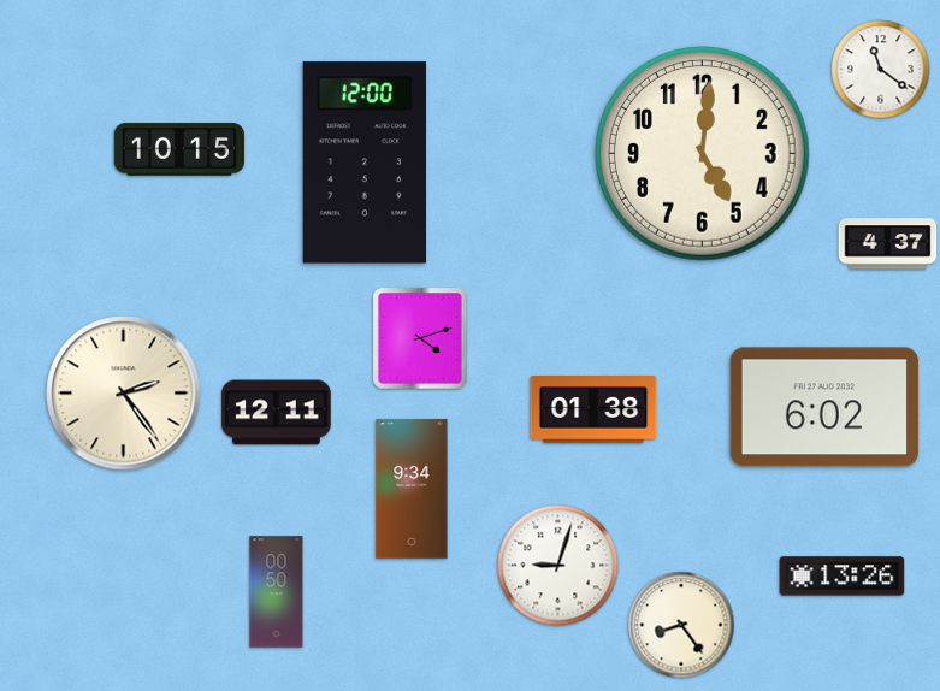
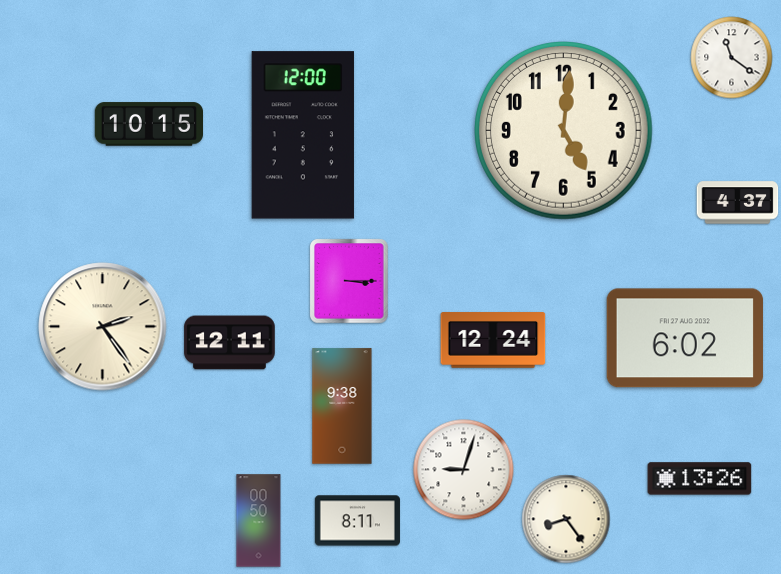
clock at (703, 154) position: (703, 154) -> (564, 131)
clock at (420, 338): 4:12 -> 3:15
clock at (593, 409): 01:38 -> 12:24
clock at (412, 489): 9:34 -> 9:38
clock at (277, 592) position: (277, 592) -> (259, 521)
clock at (357, 521): none -> 8:11
